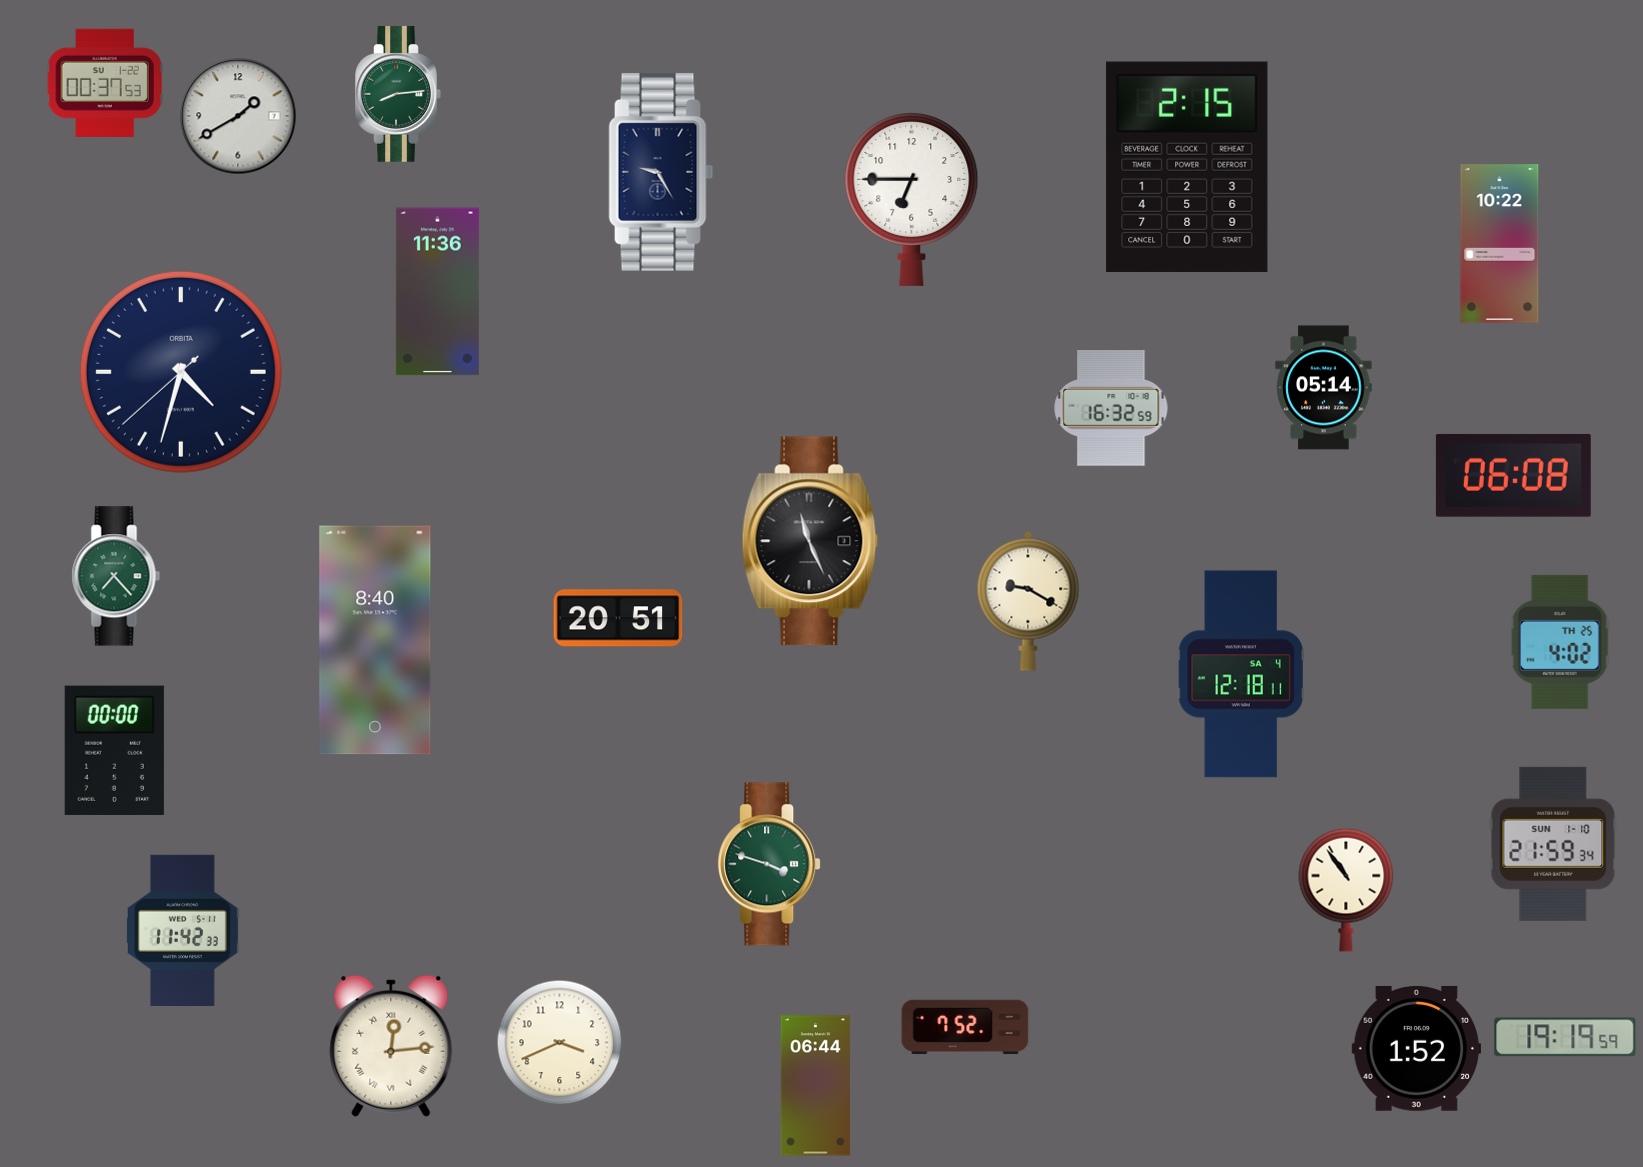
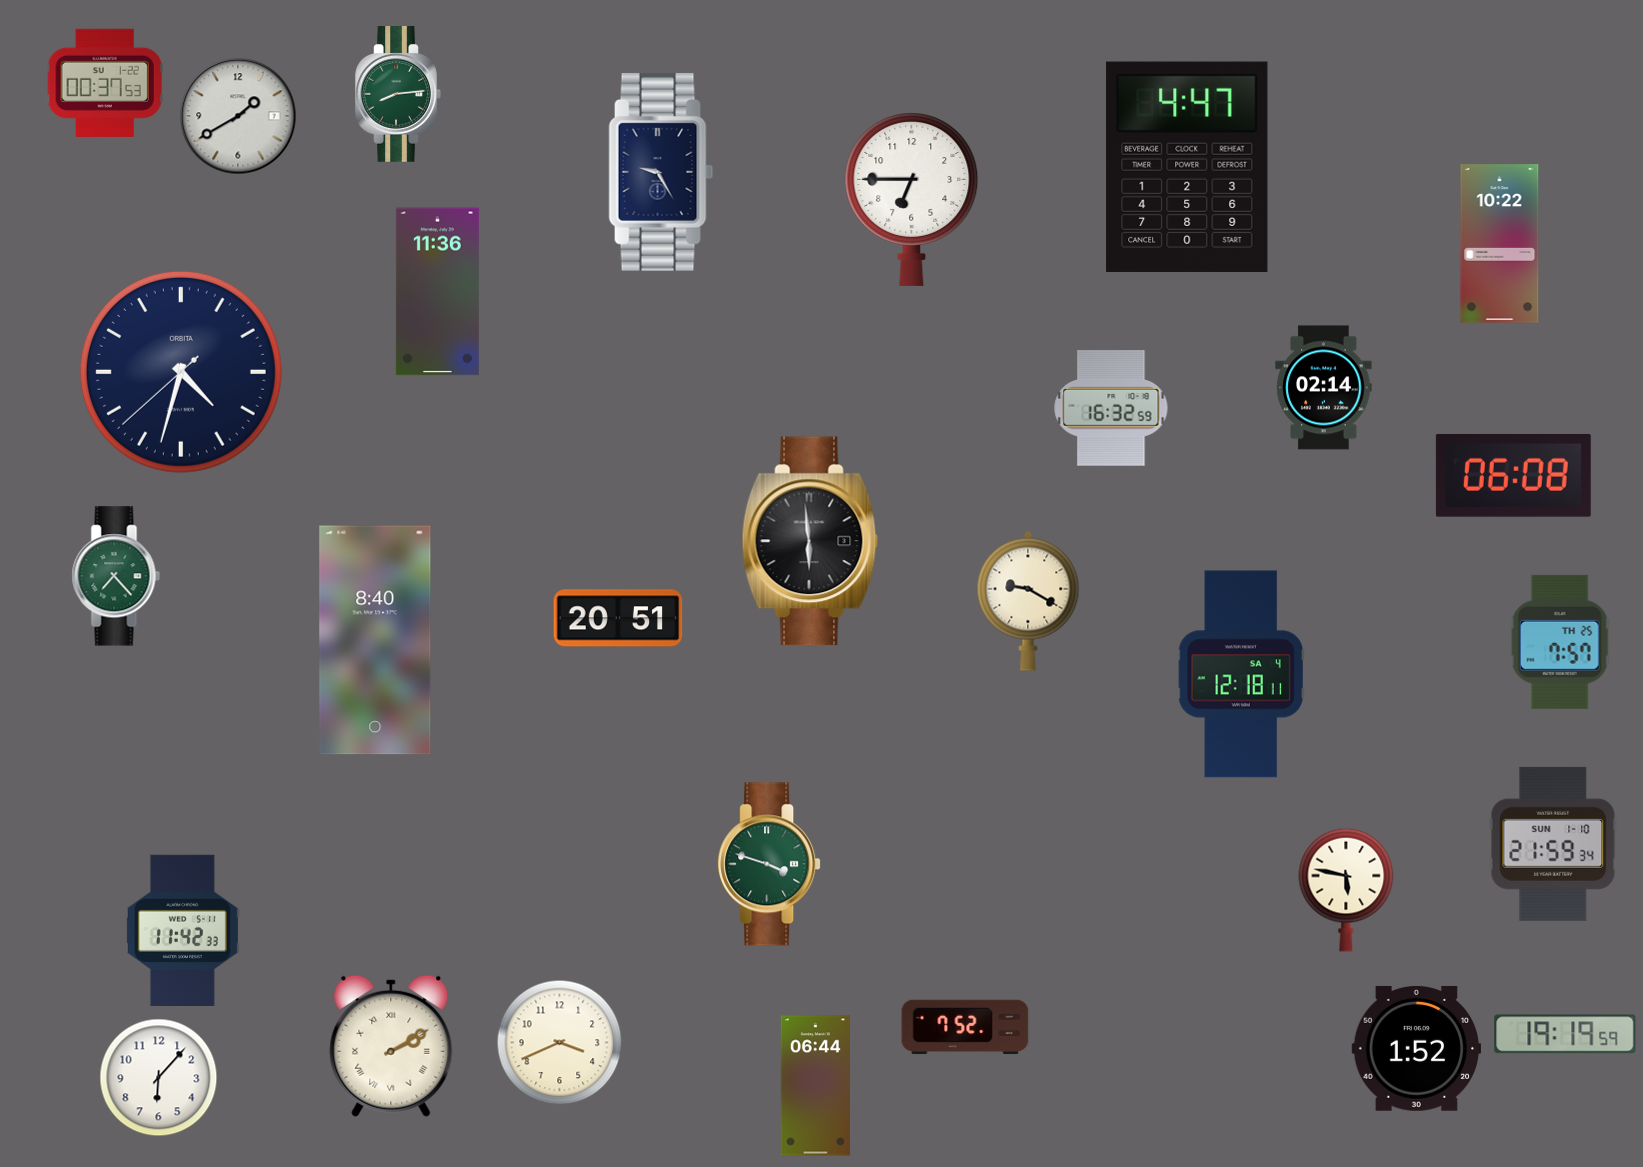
clock at (1187, 167): 2:15 -> 4:47
clock at (1324, 388): 05:14 -> 02:14
clock at (810, 541): 11:26 -> 5:59
clock at (1560, 642): 4:02 -> 7:57
clock at (114, 750): 00:00 -> none
clock at (1346, 890): 10:54 -> 5:47
clock at (1565, 1037) position: (1565, 1037) -> (1565, 1034)
clock at (391, 1046): 12:14 -> 2:10
clock at (159, 1078): none -> 6:07
